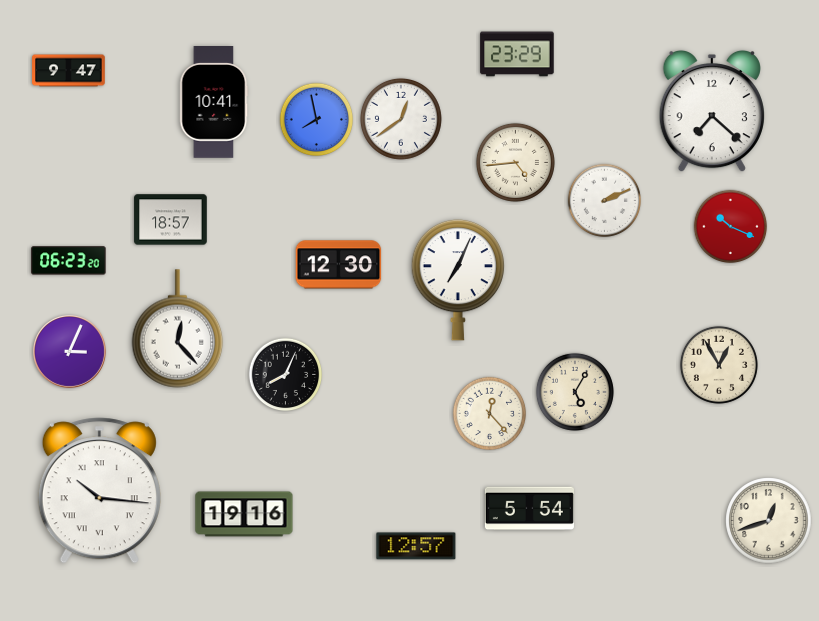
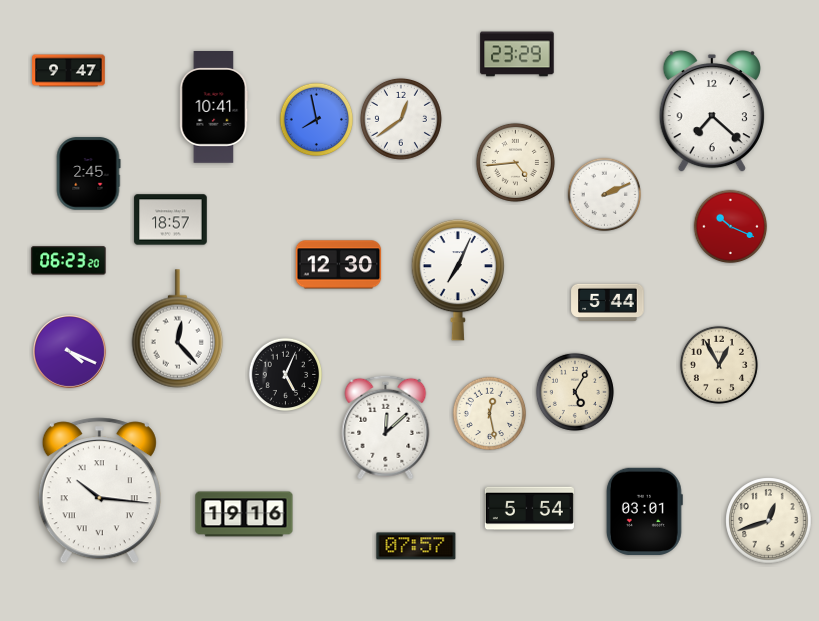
clock at (214, 103) position: (214, 103) -> (214, 108)
clock at (88, 174): none -> 2:45
clock at (605, 201) position: (605, 201) -> (605, 195)
clock at (608, 303): none -> 5:44
clock at (70, 352): 3:04 -> 4:19
clock at (286, 375): 8:04 -> 5:04
clock at (490, 414): 12:23 -> 12:28
clock at (386, 427): none -> 12:08
clock at (644, 512): none -> 03:01
clock at (416, 546): 12:57 -> 07:57
